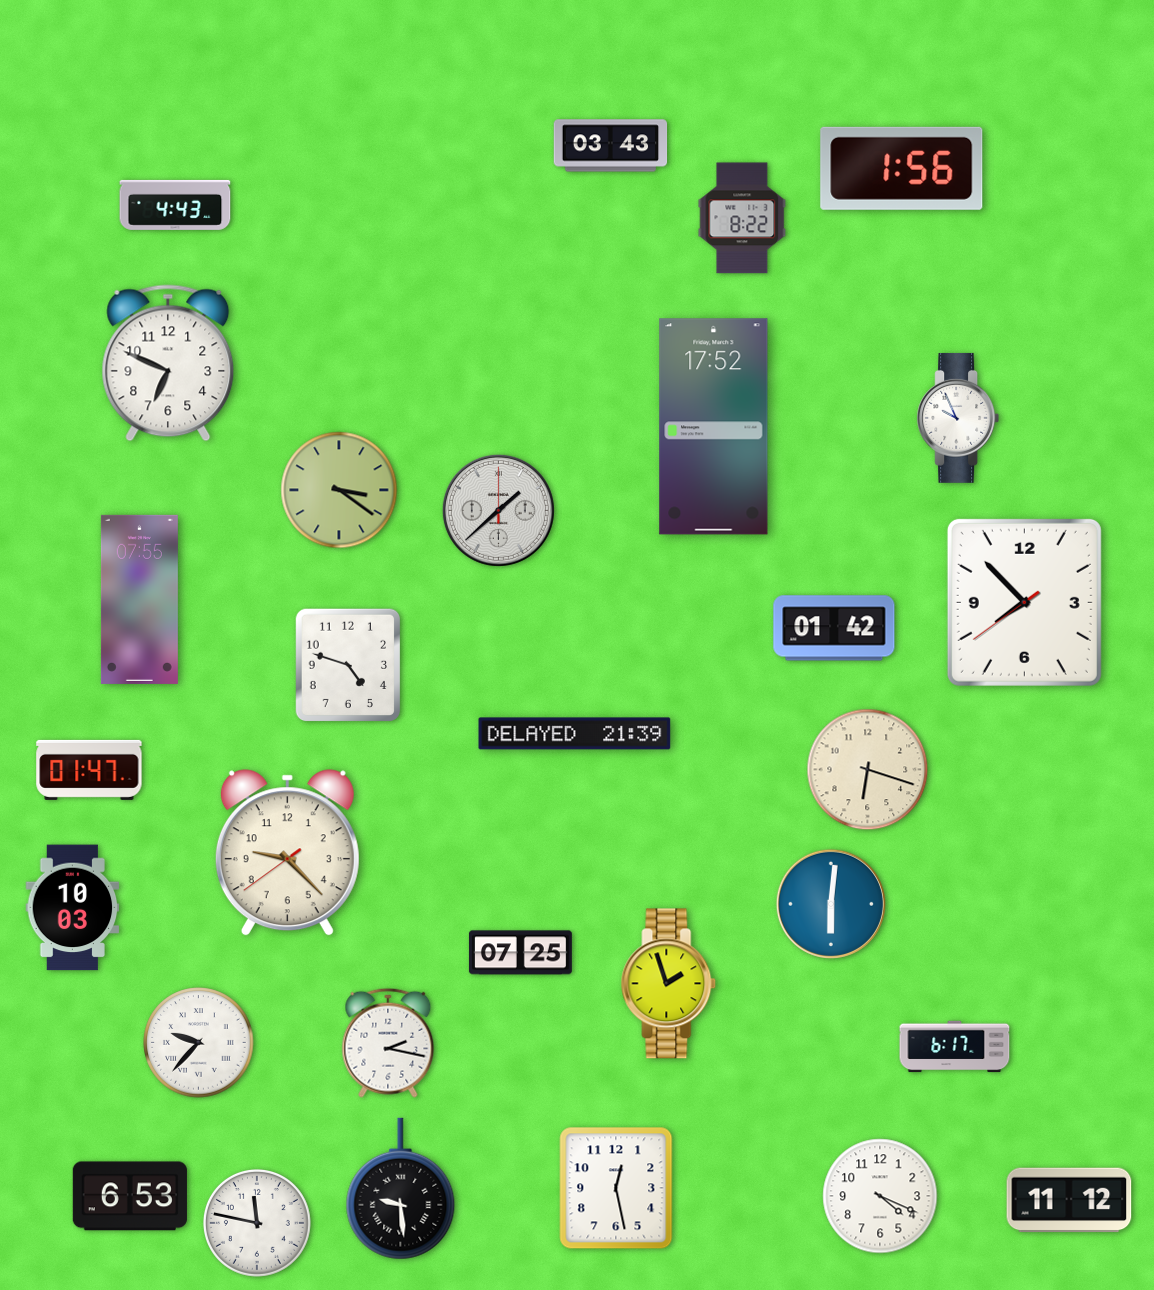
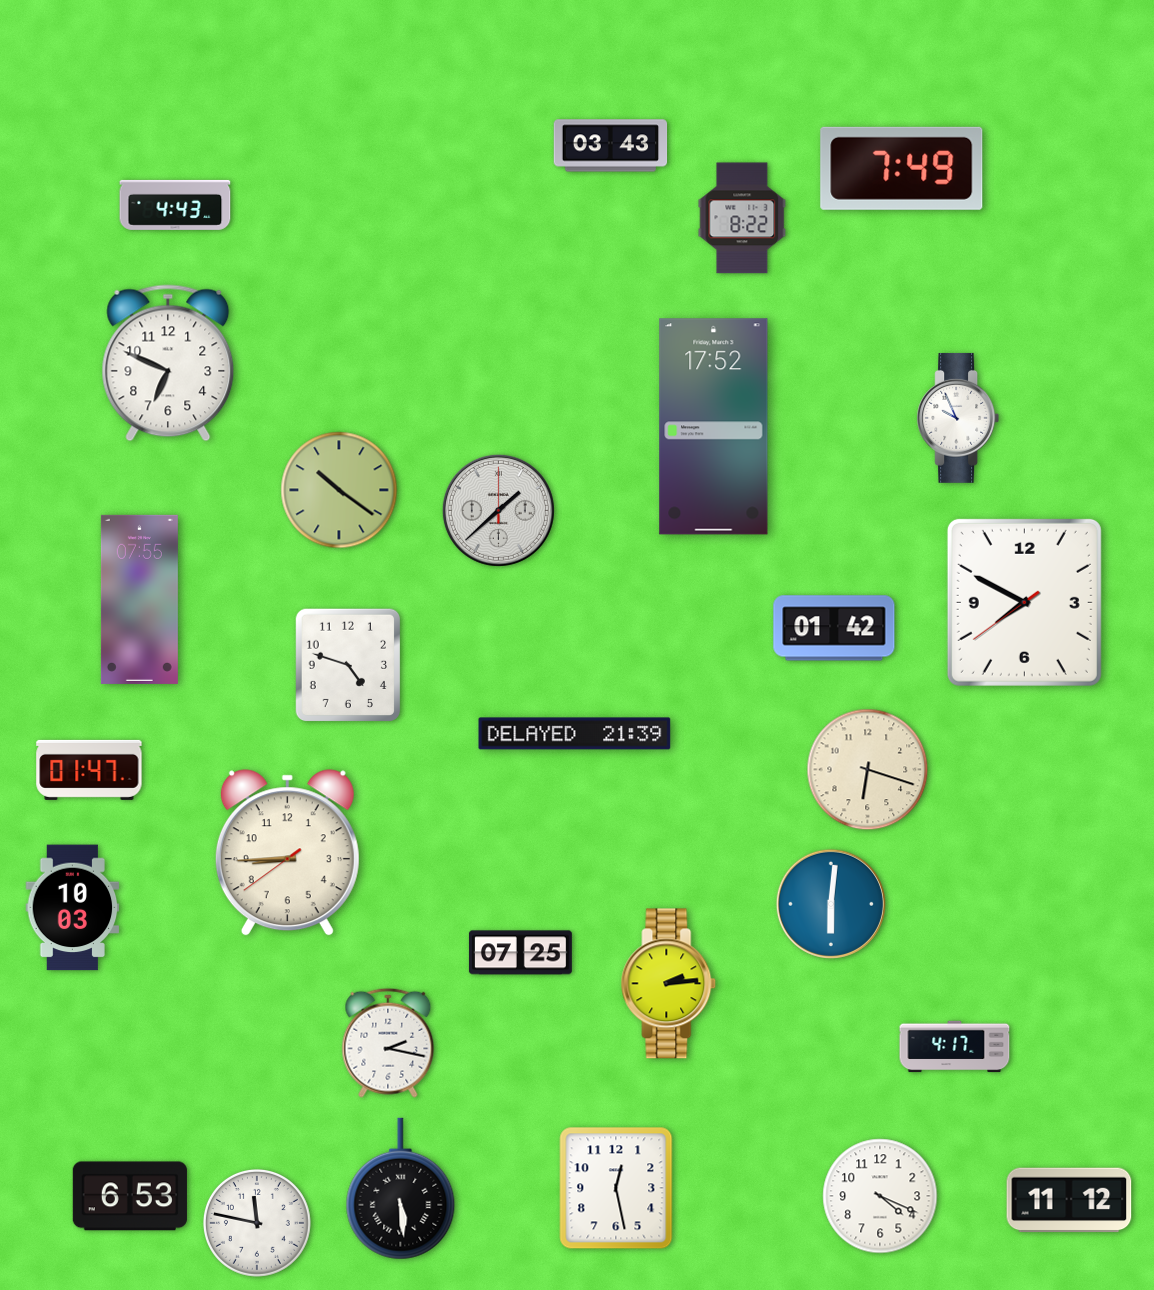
clock at (902, 168): 1:56 -> 7:49
clock at (339, 490): 3:21 -> 10:21
clock at (1024, 602): 7:52 -> 7:49
clock at (287, 853): 9:22 -> 8:44
clock at (669, 984): 1:57 -> 2:14
clock at (199, 1043): 9:37 -> none
clock at (955, 1047): 6:17 -> 4:17
clock at (401, 1189): 9:29 -> 5:29
